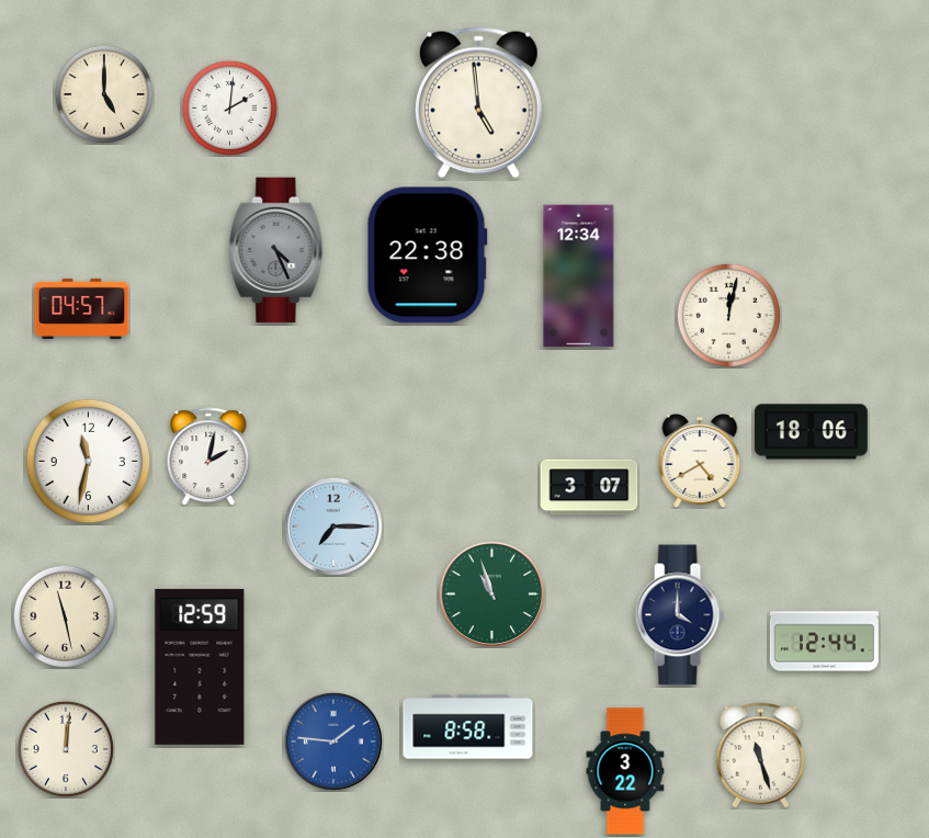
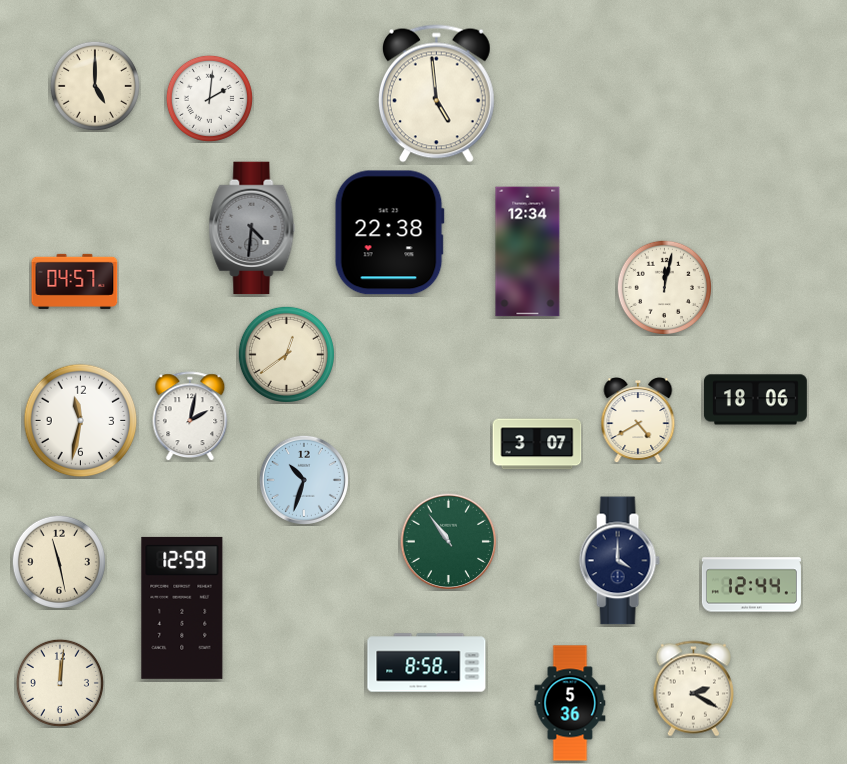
clock at (276, 250): 4:26 -> 4:31
clock at (286, 354): none -> 12:39
clock at (812, 432) position: (812, 432) -> (756, 400)
clock at (333, 526): 7:15 -> 10:33
clock at (492, 594): 10:57 -> 10:54
clock at (333, 741): 1:46 -> none
clock at (760, 756): 11:27 -> 2:20
clock at (625, 771): 3:22 -> 5:36
